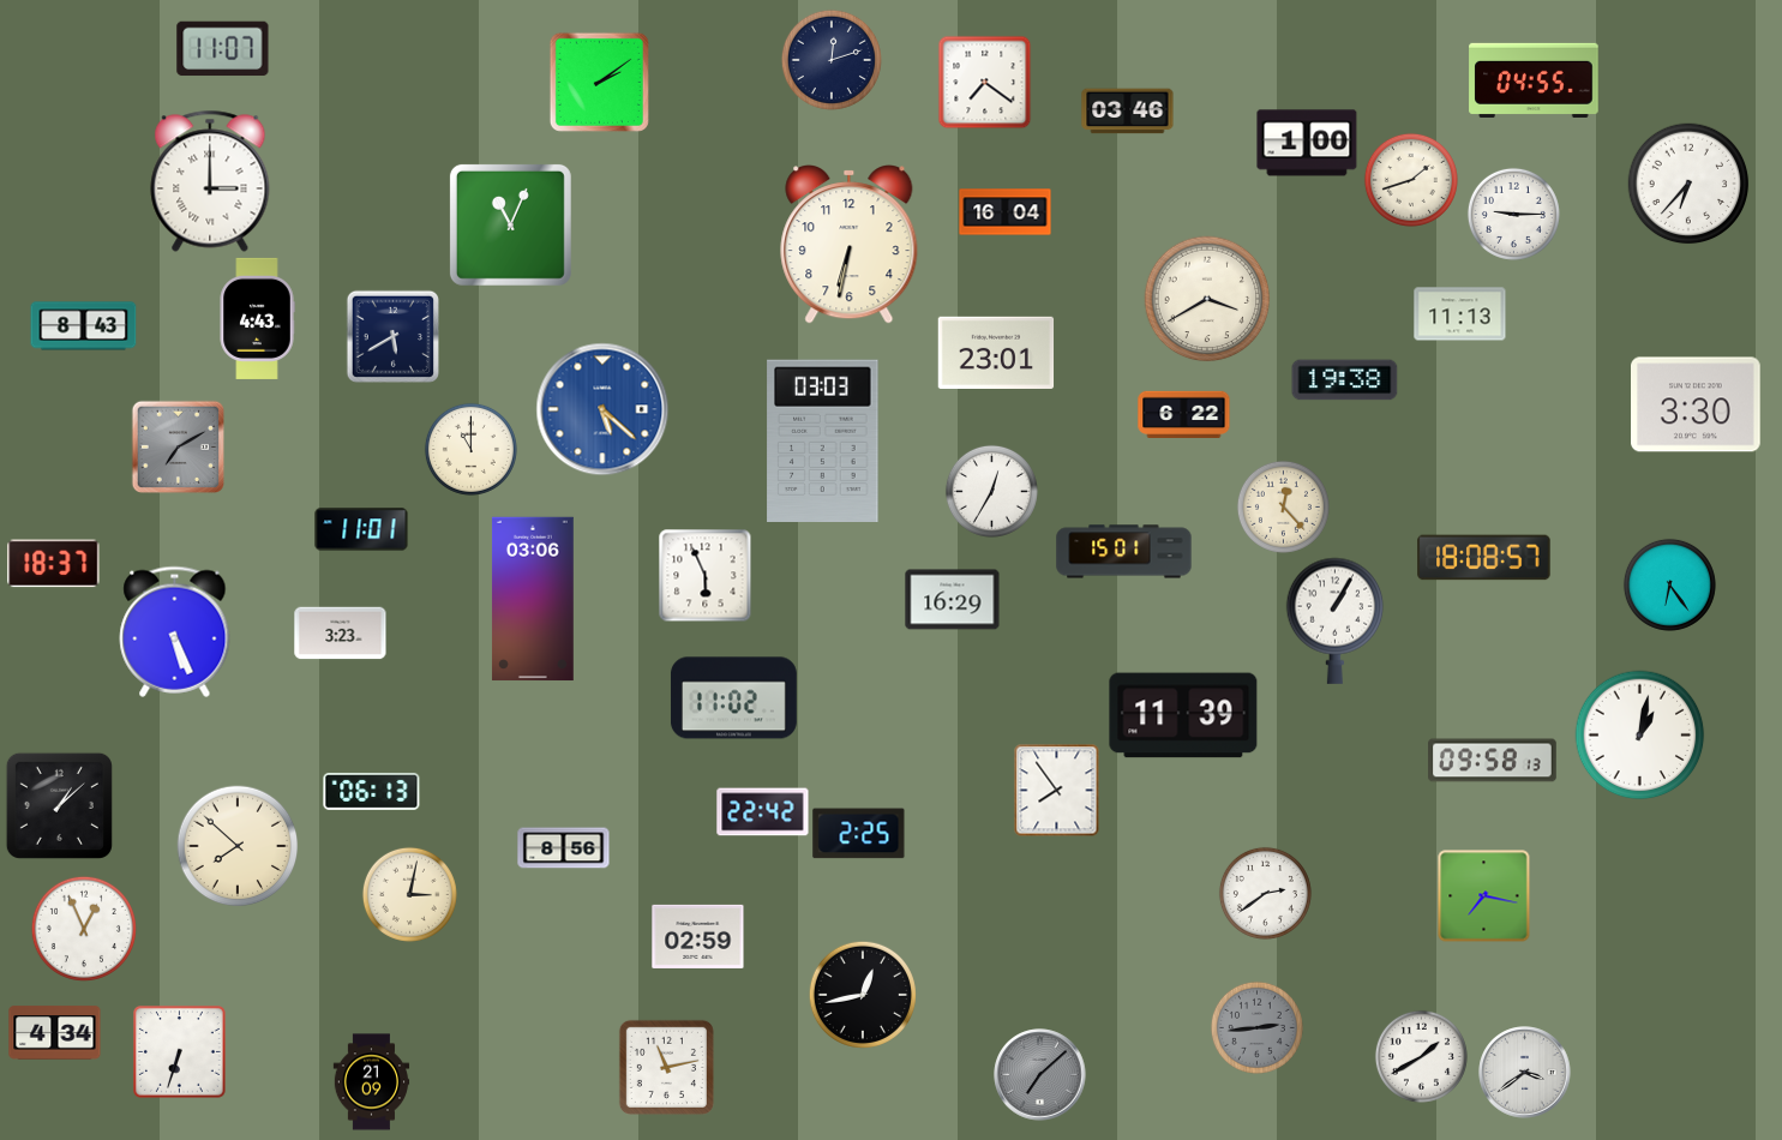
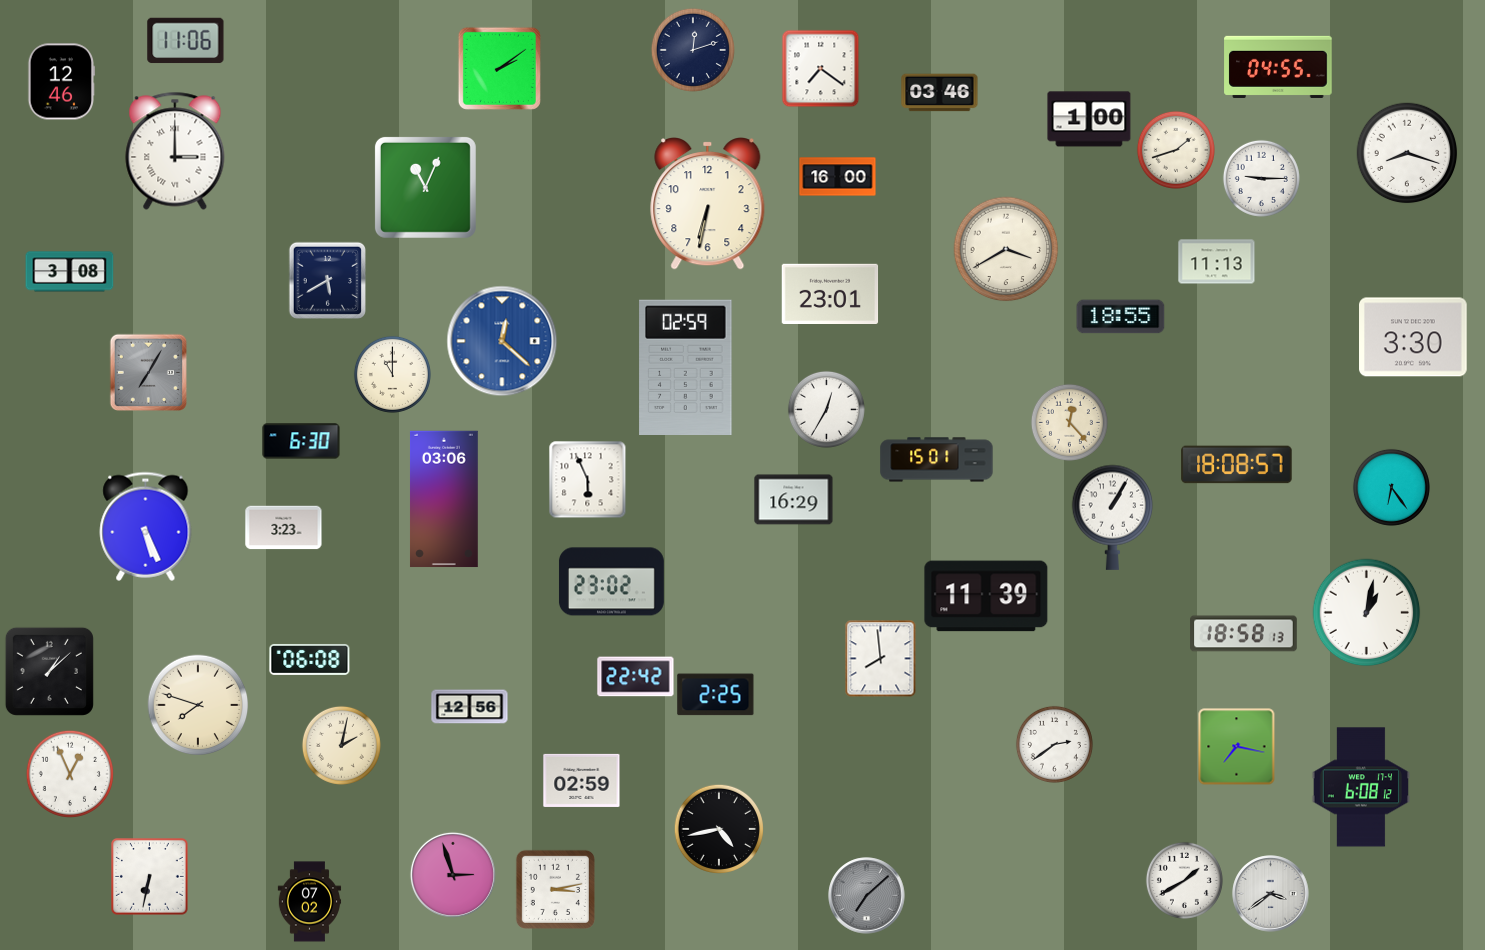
clock at (223, 49): 11:07 -> 11:06
clock at (61, 82): none -> 12:46
clock at (1688, 184): 6:37 -> 8:18
clock at (1006, 212): 16:04 -> 16:00
clock at (257, 318): 4:43 -> none
clock at (84, 326): 8:43 -> 3:08
clock at (1345, 380): 19:38 -> 18:55
clock at (602, 409): 5:22 -> 12:22
clock at (1184, 414): 6:22 -> none
clock at (823, 440): 03:03 -> 02:59
clock at (178, 446): 7:10 -> 7:05
clock at (361, 529): 11:01 -> 6:30
clock at (54, 564): 18:37 -> none
clock at (733, 698): 11:02 -> 23:02
clock at (1493, 761): 09:58 -> 18:58
clock at (1057, 790): 7:54 -> 7:59
clock at (372, 791): 06:13 -> 06:08
clock at (238, 846): 7:52 -> 7:48
clock at (564, 848): 8:56 -> 12:56
clock at (409, 894): 3:02 -> 2:02
clock at (1360, 787): none -> 6:08
clock at (862, 994): 12:43 -> 4:43
clock at (1256, 1027): 2:44 -> none
clock at (55, 1033): 4:34 -> none
clock at (453, 875): none -> 2:57
clock at (180, 1052): 6:33 -> 6:32
clock at (666, 1067): 11:13 -> 3:13
clock at (372, 1082): 21:09 -> 07:02
